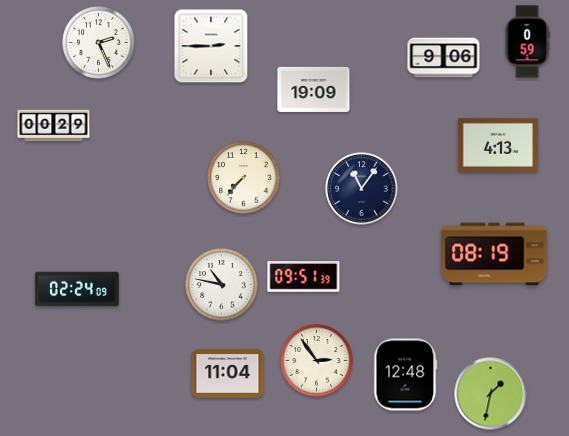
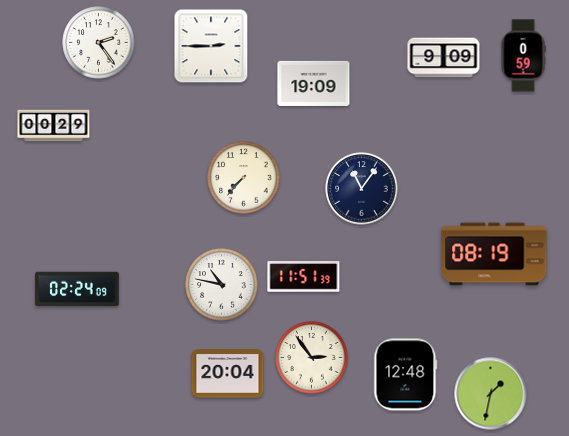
clock at (527, 42) position: (527, 42) -> (523, 56)
clock at (99, 43): 2:26 -> 2:24
clock at (444, 58): 9:06 -> 9:09
clock at (314, 89) position: (314, 89) -> (314, 83)
clock at (498, 145): 4:13 -> none
clock at (304, 277): 09:51 -> 11:51
clock at (317, 361) position: (317, 361) -> (312, 358)
clock at (228, 374): 11:04 -> 20:04
